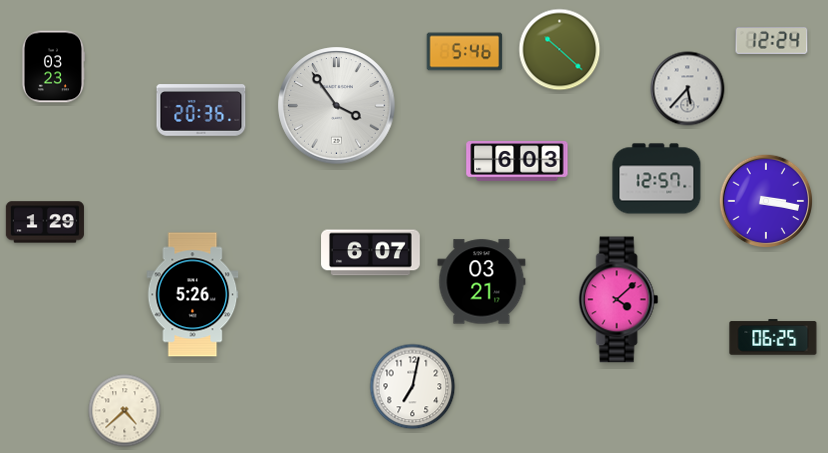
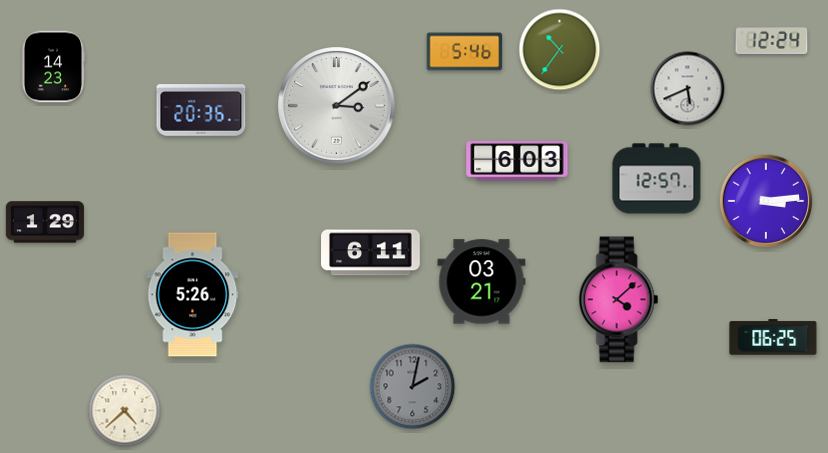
clock at (560, 50): 10:22 -> 10:36
clock at (52, 67): 03:23 -> 14:23
clock at (688, 89): 5:37 -> 5:41
clock at (337, 106): 3:54 -> 3:09
clock at (766, 201): 3:17 -> 3:14
clock at (371, 253): 6:07 -> 6:11
clock at (413, 387): 7:02 -> 2:02
clock at (413, 387) dial: white -> grey
